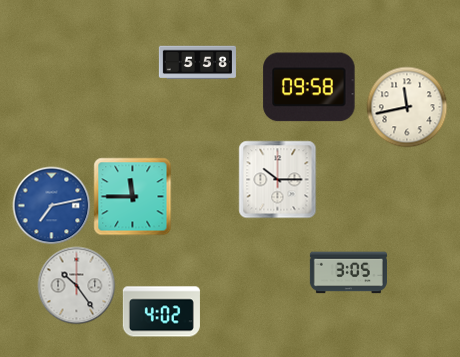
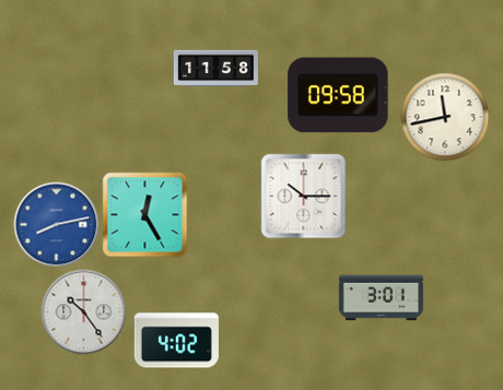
clock at (197, 63): 5:58 -> 11:58
clock at (132, 196): 11:45 -> 12:25
clock at (51, 205): 7:13 -> 8:13
clock at (348, 273): 3:05 -> 3:01
